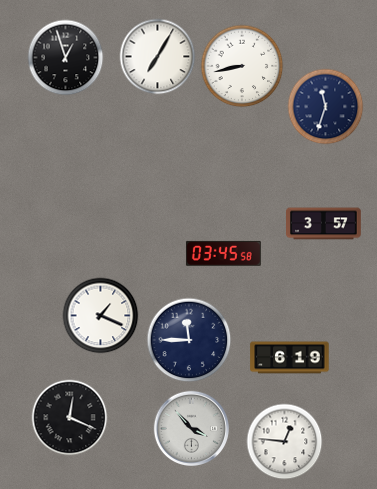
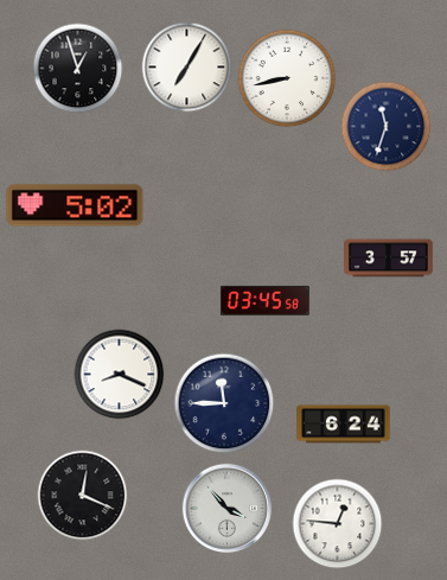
clock at (75, 205): none -> 5:02
clock at (324, 224) position: (324, 224) -> (389, 259)
clock at (101, 316): 1:19 -> 8:19
clock at (290, 358): 6:19 -> 6:24
